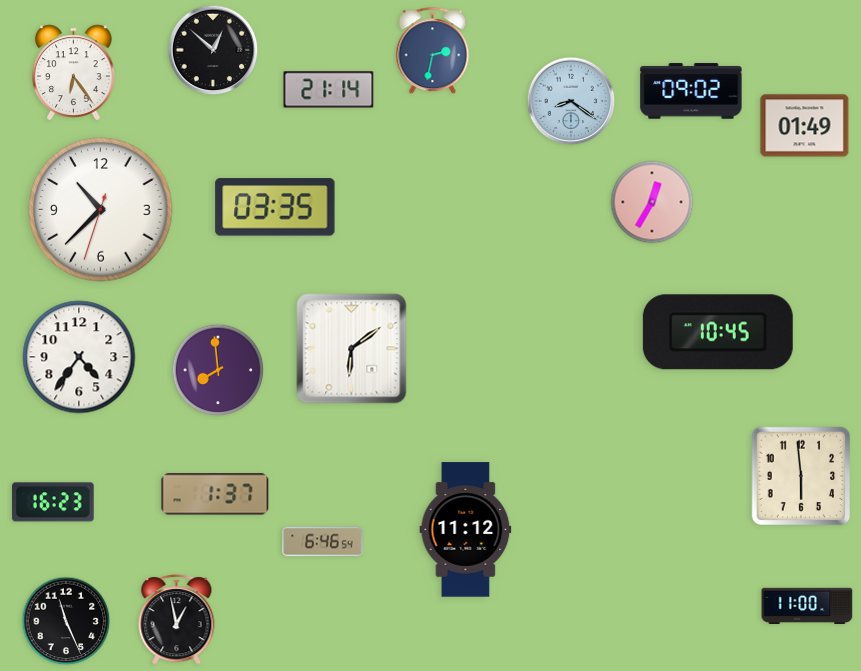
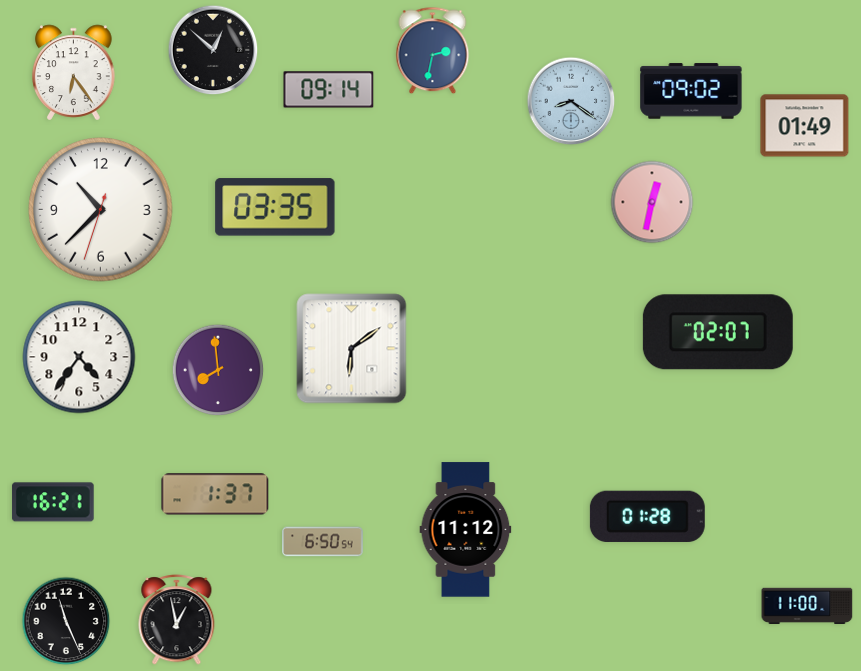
clock at (329, 90): 21:14 -> 09:14
clock at (652, 202): 12:35 -> 12:32
clock at (718, 332): 10:45 -> 02:07
clock at (801, 476): 5:59 -> none
clock at (53, 502): 16:23 -> 16:21
clock at (647, 516): none -> 01:28
clock at (323, 542): 6:46 -> 6:50
